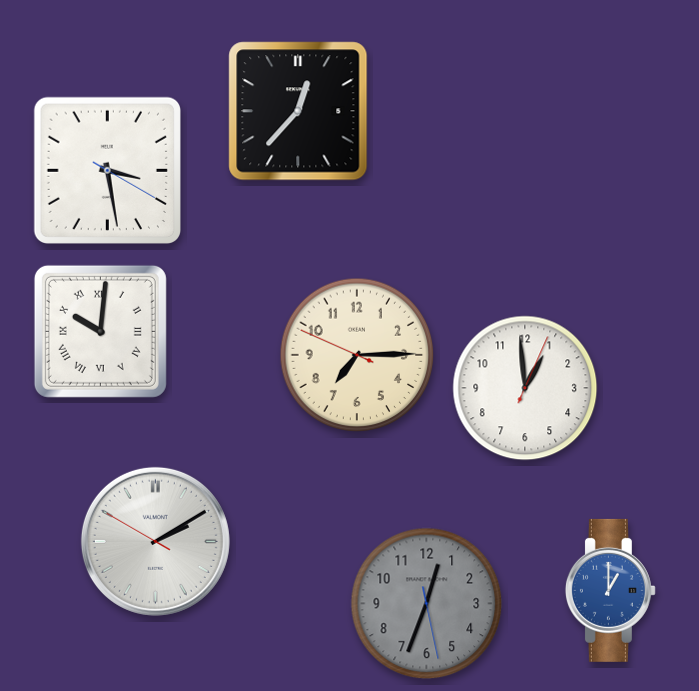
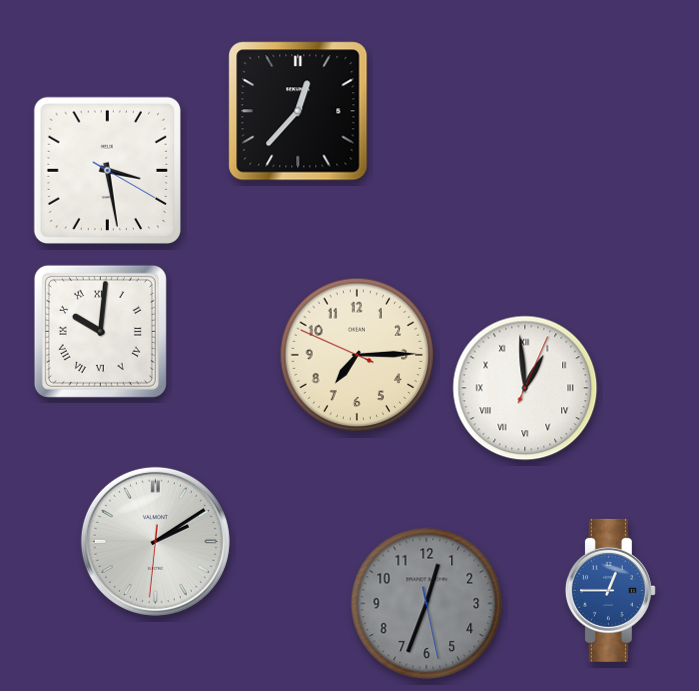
clock at (525, 388) numerals: Arabic -> Roman
clock at (155, 541): 2:09:50 -> 2:09:31
clock at (610, 590): 1:00 -> 12:45
